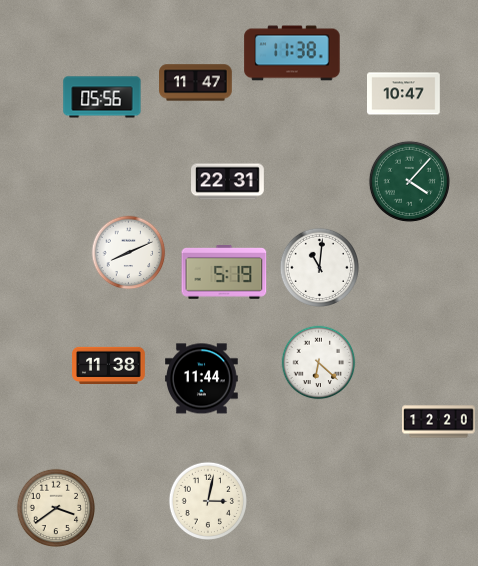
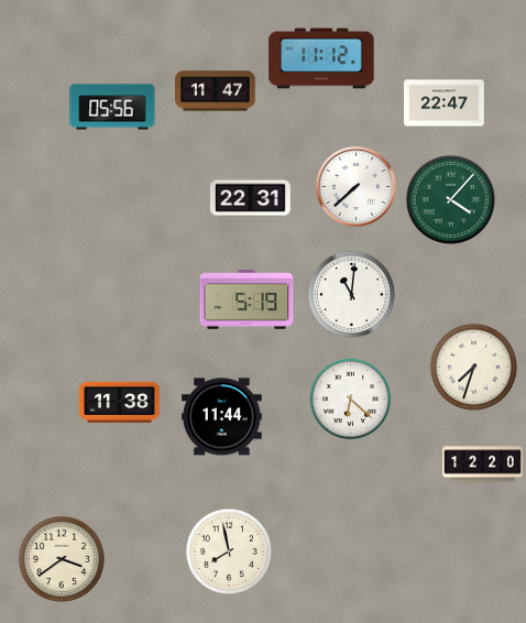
clock at (292, 53): 11:38 -> 11:12
clock at (404, 94): 10:47 -> 22:47
clock at (355, 186): none -> 7:38
clock at (129, 253): 8:11 -> none
clock at (473, 367): none -> 7:33
clock at (207, 500): 3:02 -> 7:58
